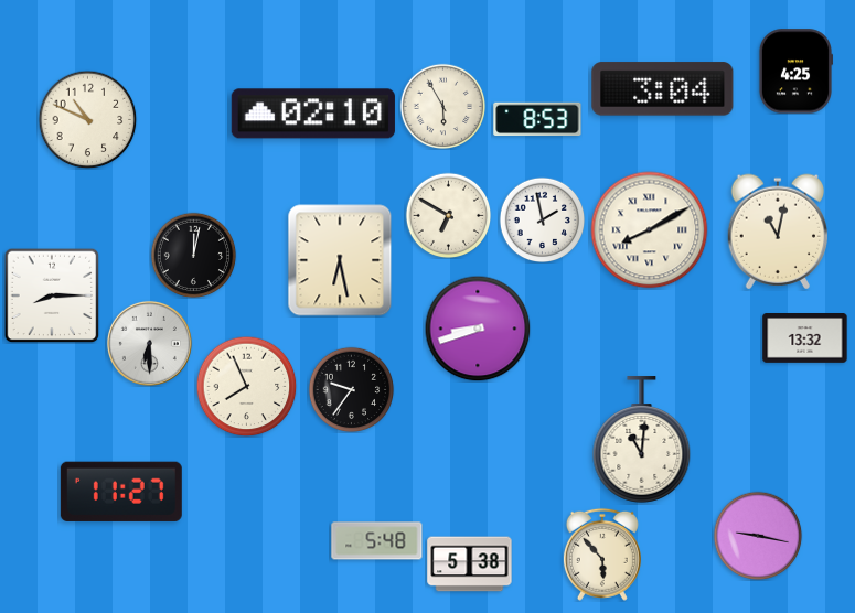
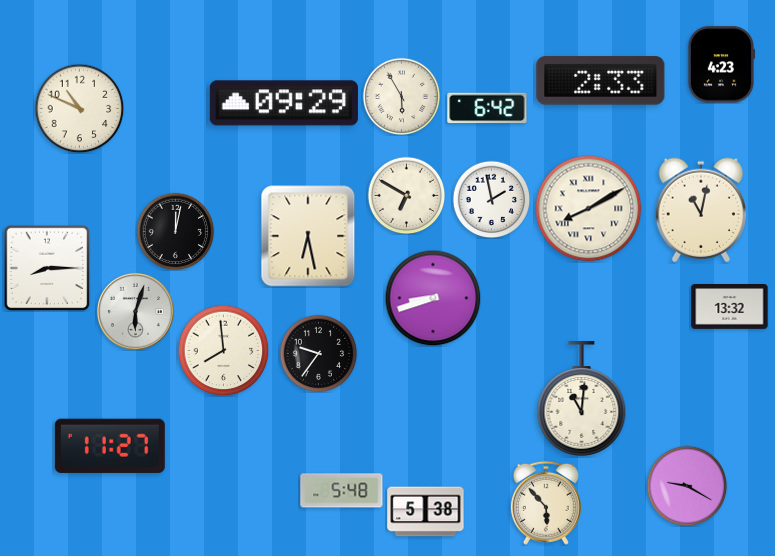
clock at (794, 72): 4:25 -> 4:23
clock at (663, 89): 3:04 -> 2:33
clock at (313, 114): 02:10 -> 09:29
clock at (537, 119): 8:53 -> 6:42
clock at (778, 232) position: (778, 232) -> (701, 210)
clock at (149, 343): 6:30 -> 6:03
clock at (246, 386): 7:56 -> 7:59
clock at (758, 536): 9:17 -> 9:20
